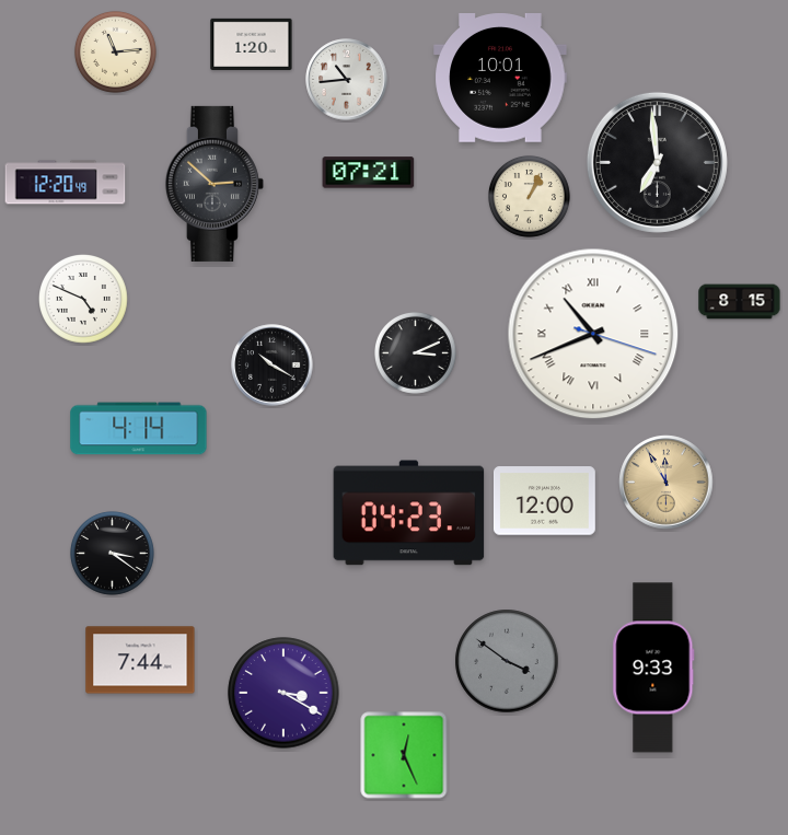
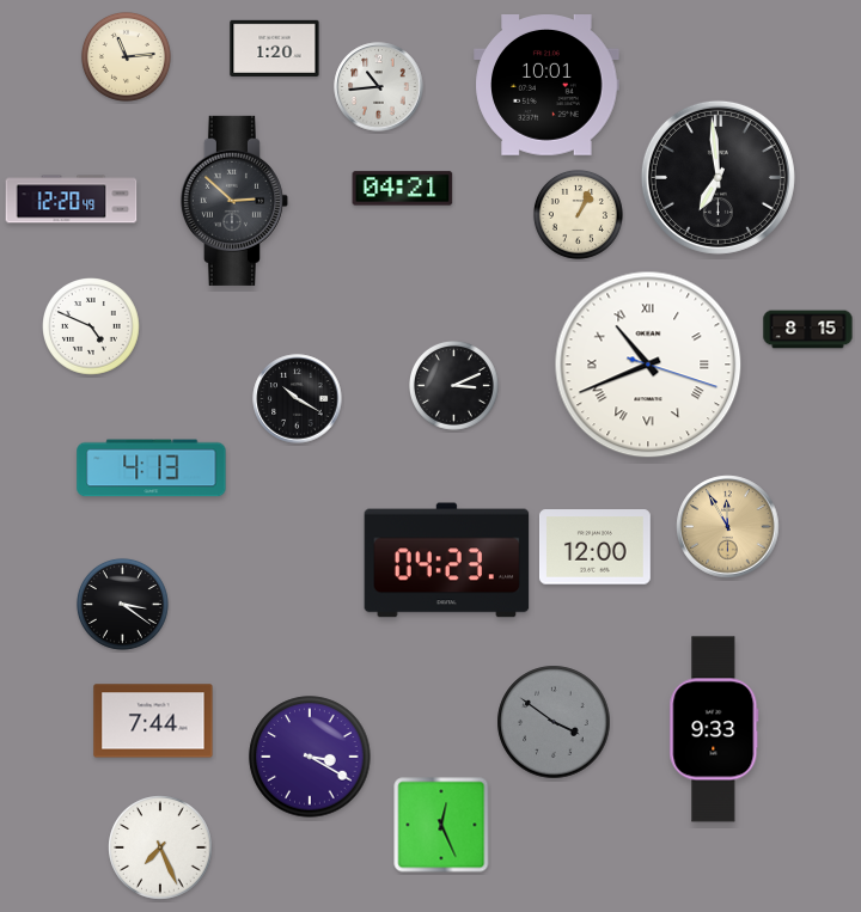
clock at (369, 173): 07:21 -> 04:21
clock at (139, 429): 4:14 -> 4:13
clock at (160, 847): none -> 7:26
